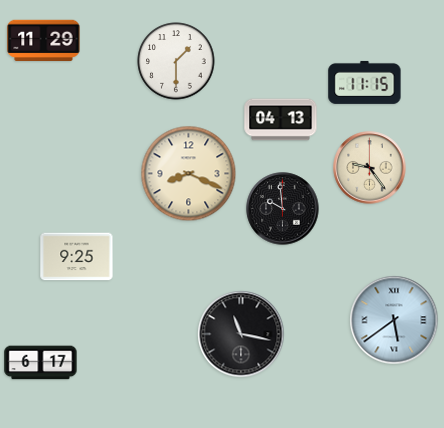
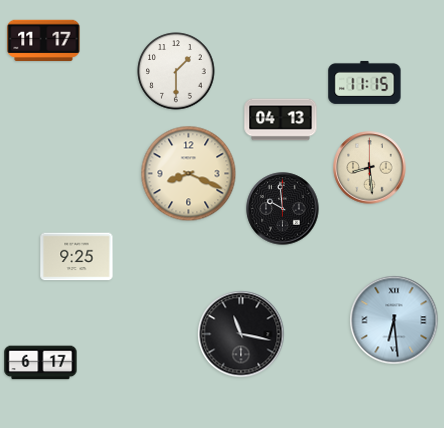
clock at (44, 41): 11:29 -> 11:17
clock at (176, 61) position: (176, 61) -> (176, 71)
clock at (370, 168): 9:24 -> 8:29
clock at (394, 320): 5:39 -> 6:29
